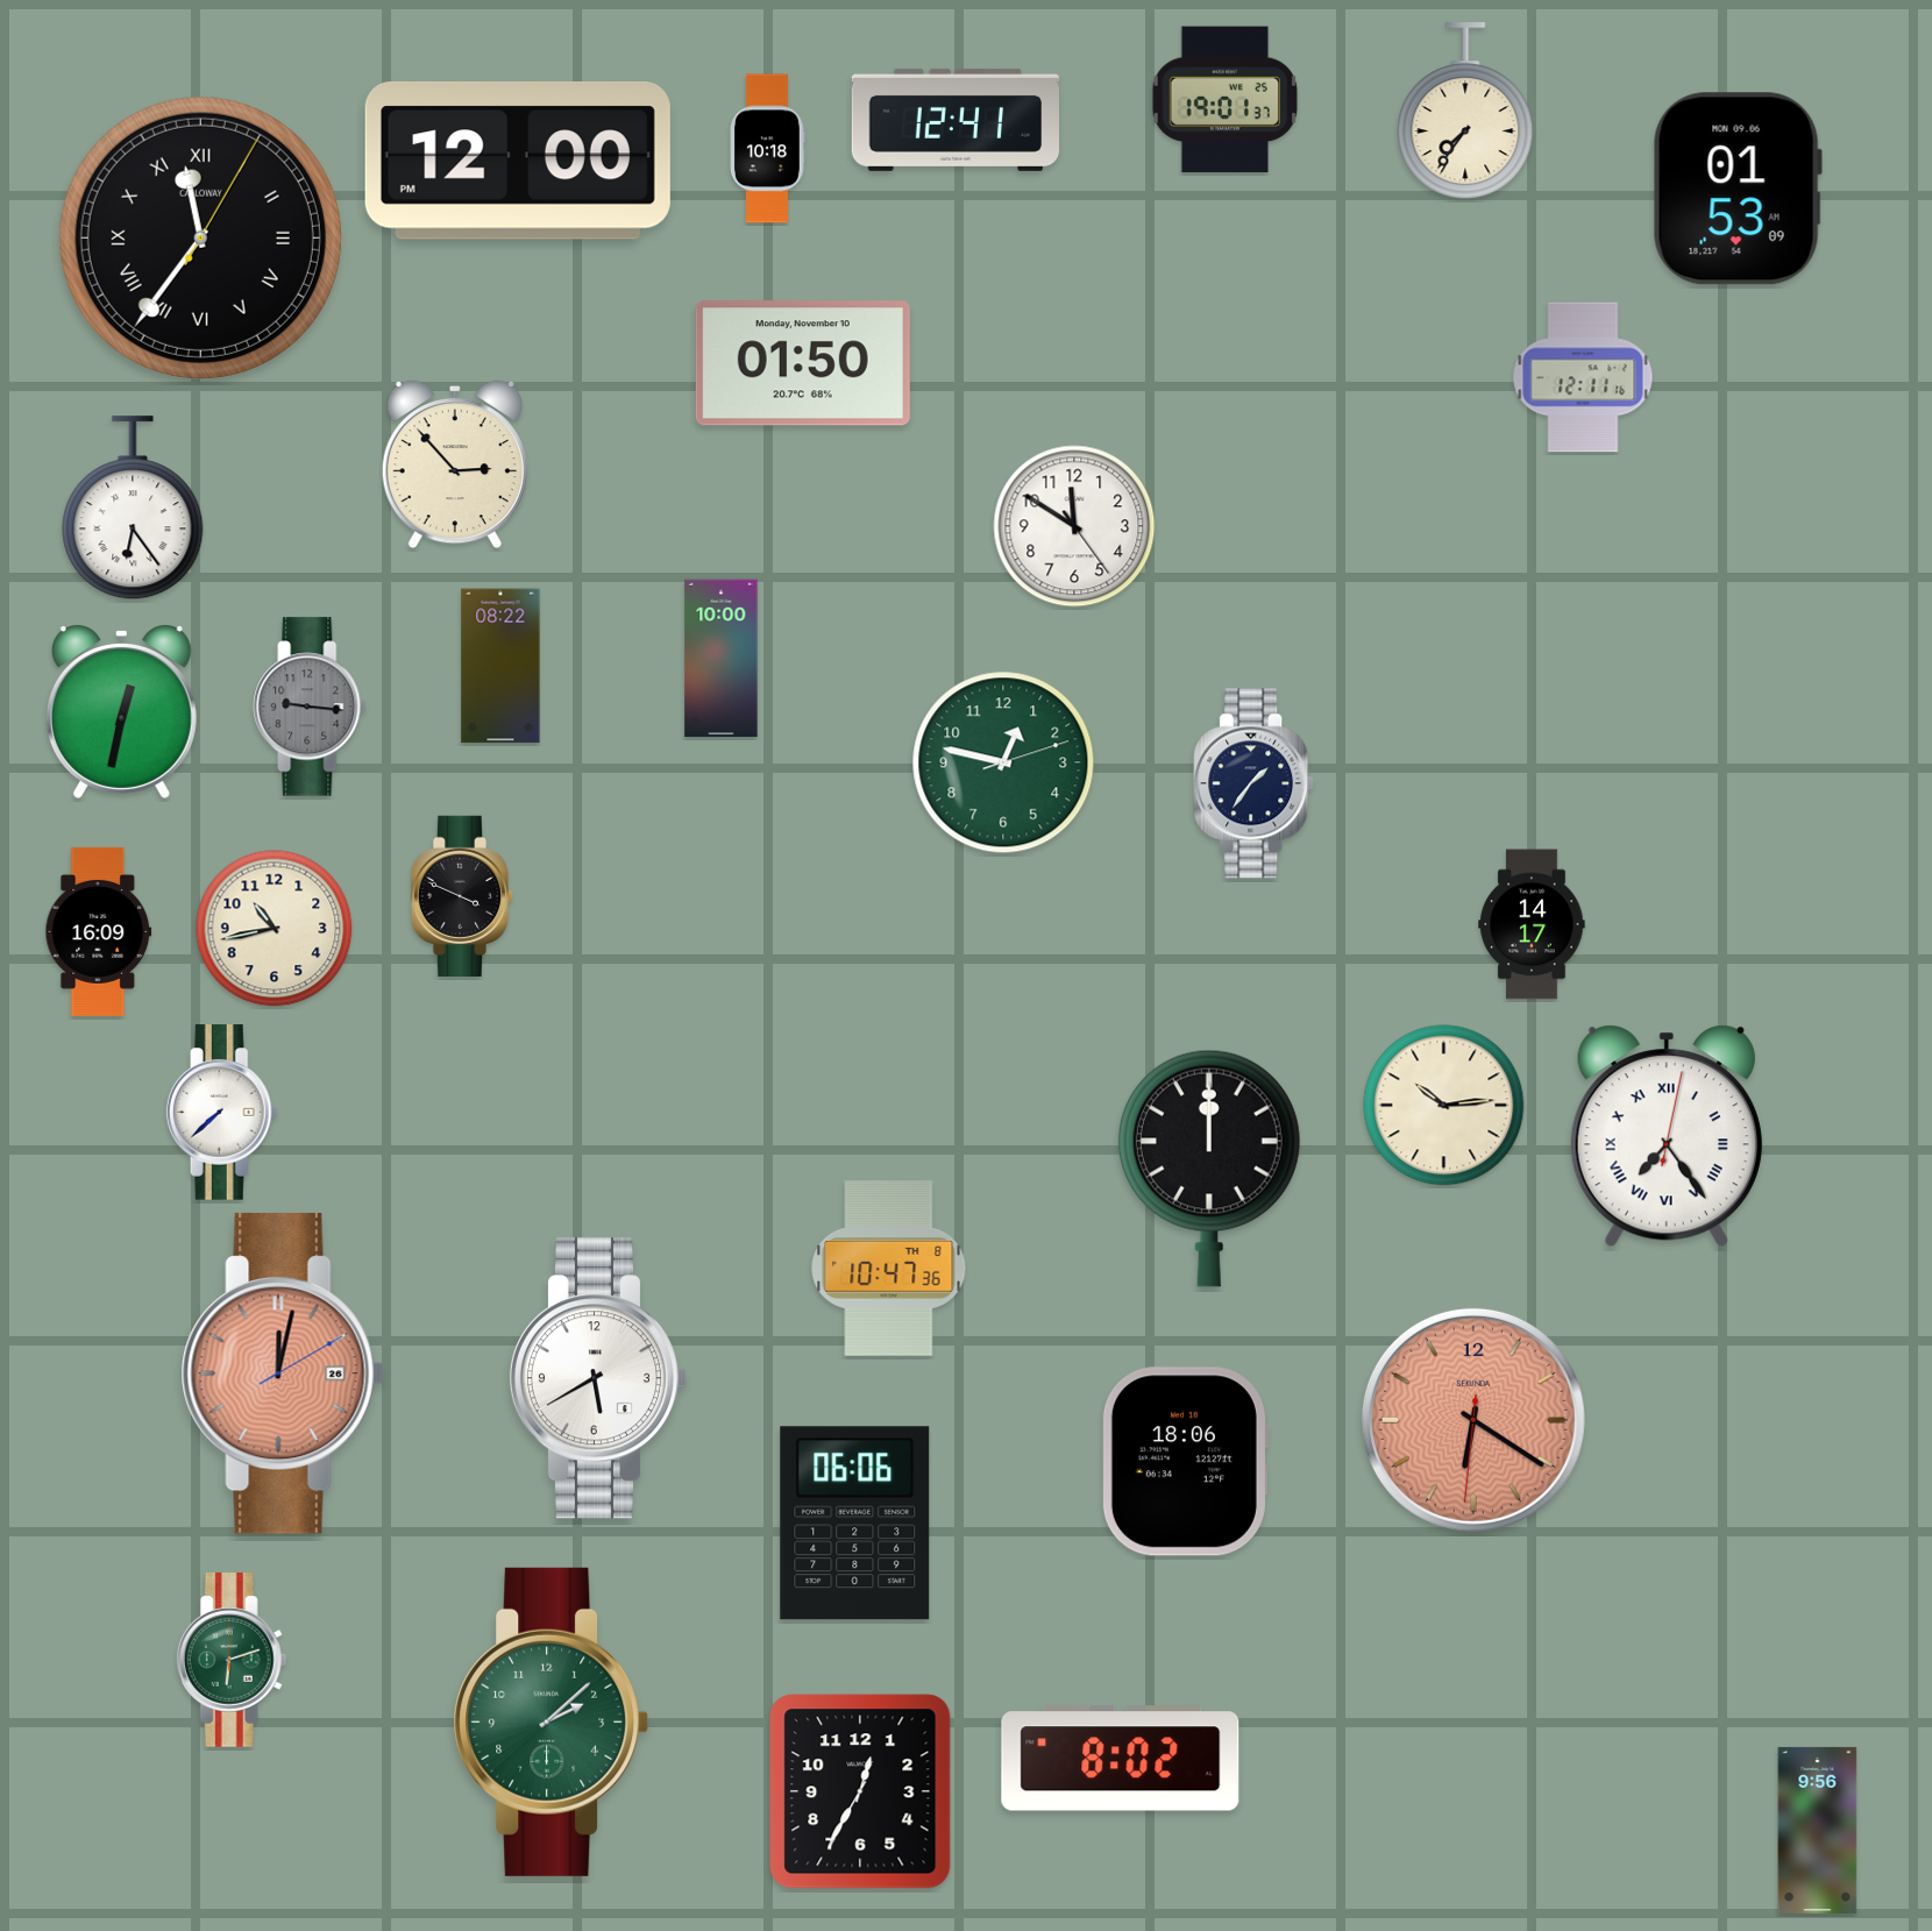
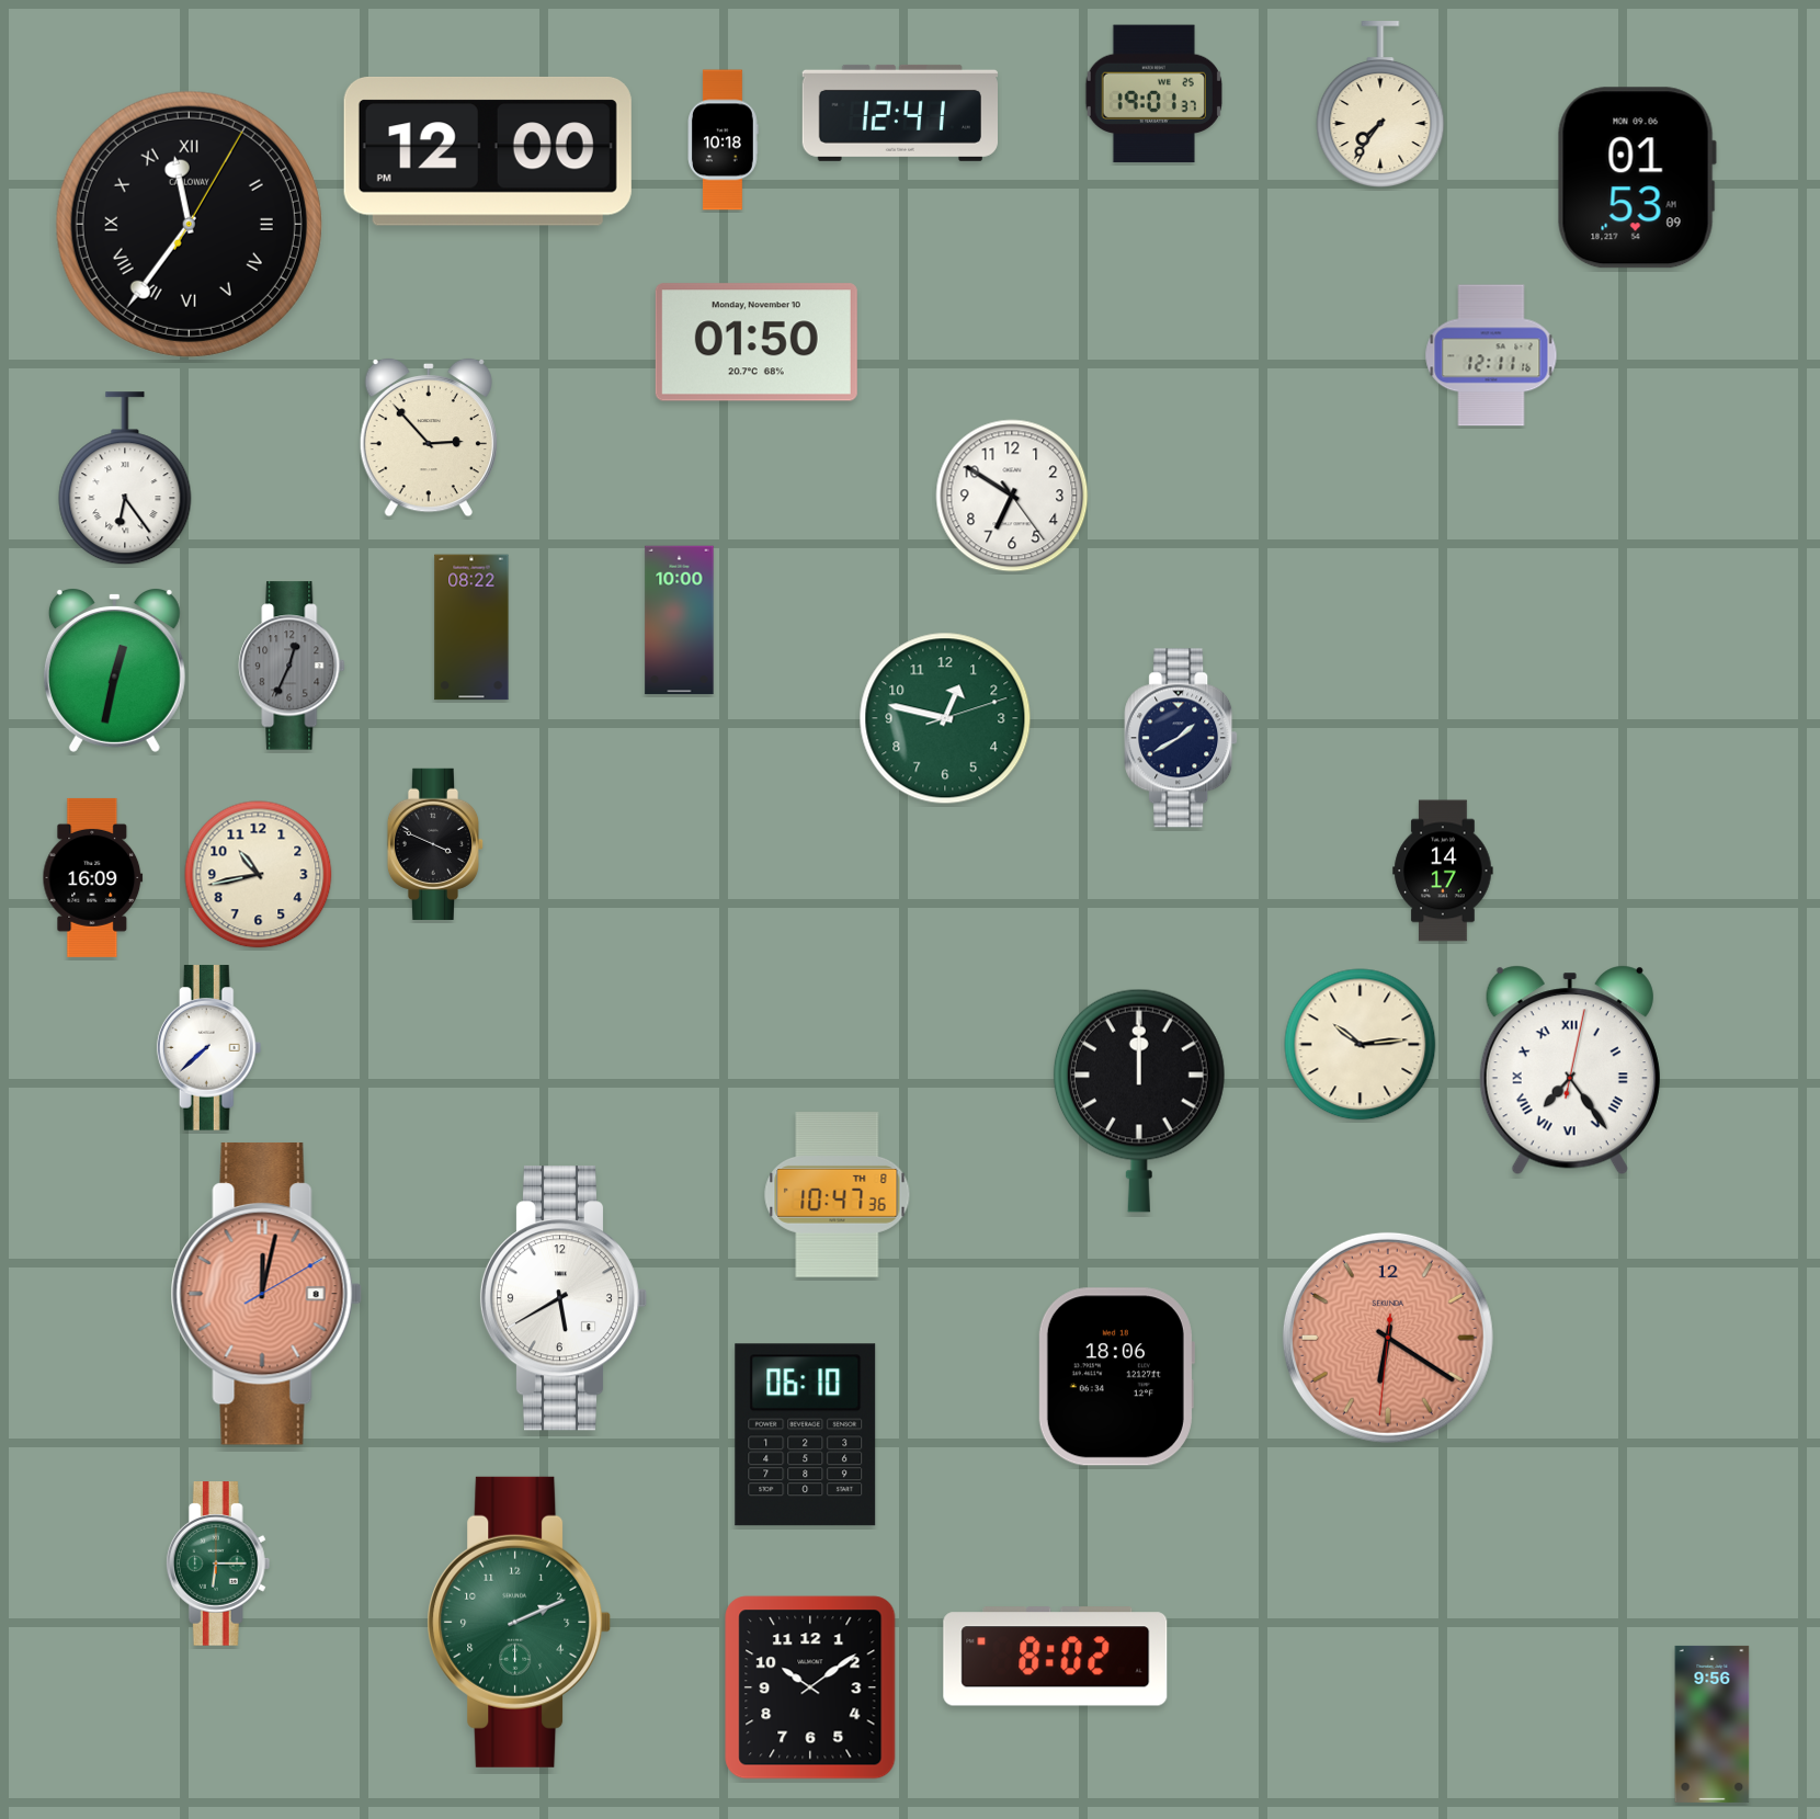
clock at (1074, 526): 11:50 -> 6:50
clock at (310, 707): 9:16 -> 12:34
clock at (1253, 783): 1:36 -> 1:40
clock at (1444, 1106) position: (1444, 1106) -> (1361, 1045)
clock at (283, 1373) date: 26 -> 8
clock at (855, 1524): 06:06 -> 06:10
clock at (232, 1660): 6:12 -> 6:15
clock at (552, 1721): 2:08 -> 2:11
clock at (860, 1791): 12:35 -> 10:09
